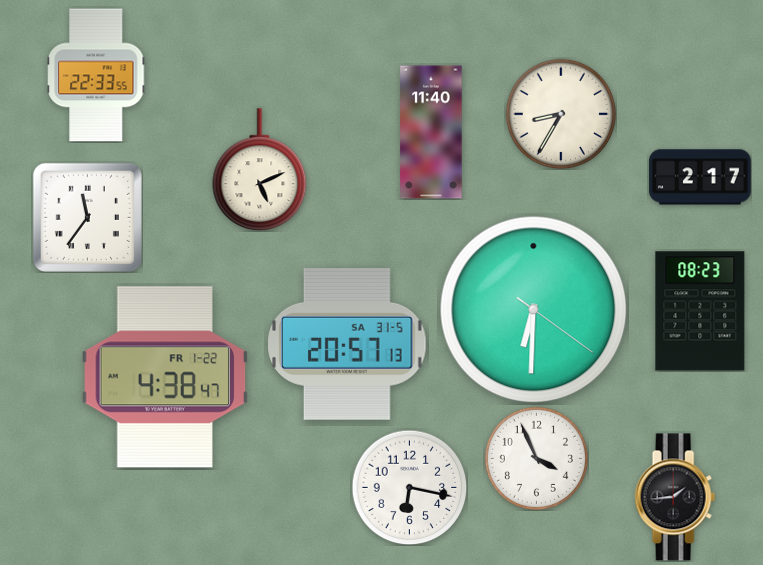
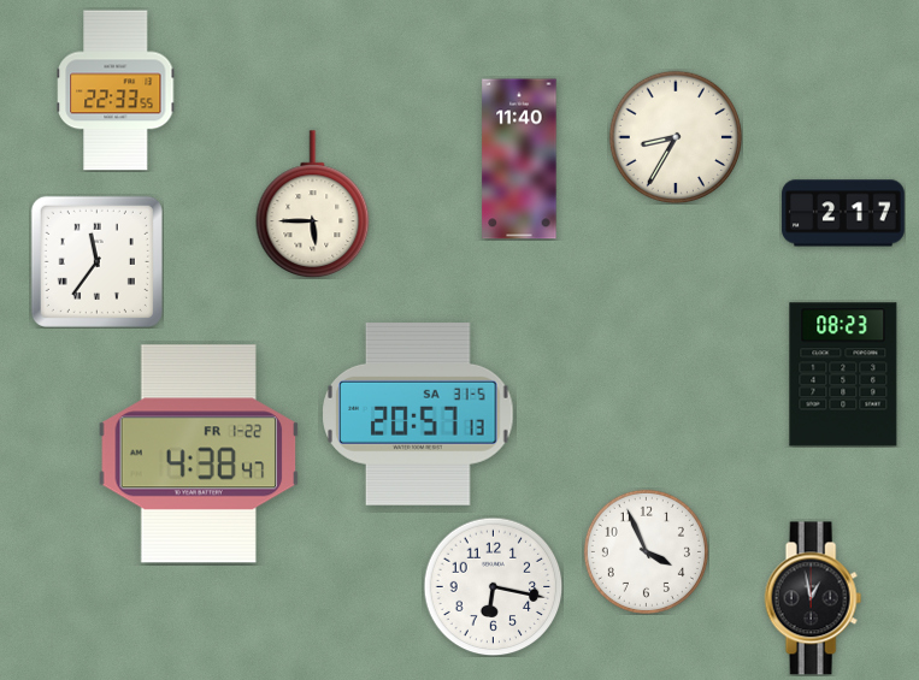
clock at (260, 169): 5:11 -> 5:45
clock at (87, 217) position: (87, 217) -> (96, 261)
clock at (534, 310): 6:30 -> none
clock at (675, 497): 1:44 -> 12:58
